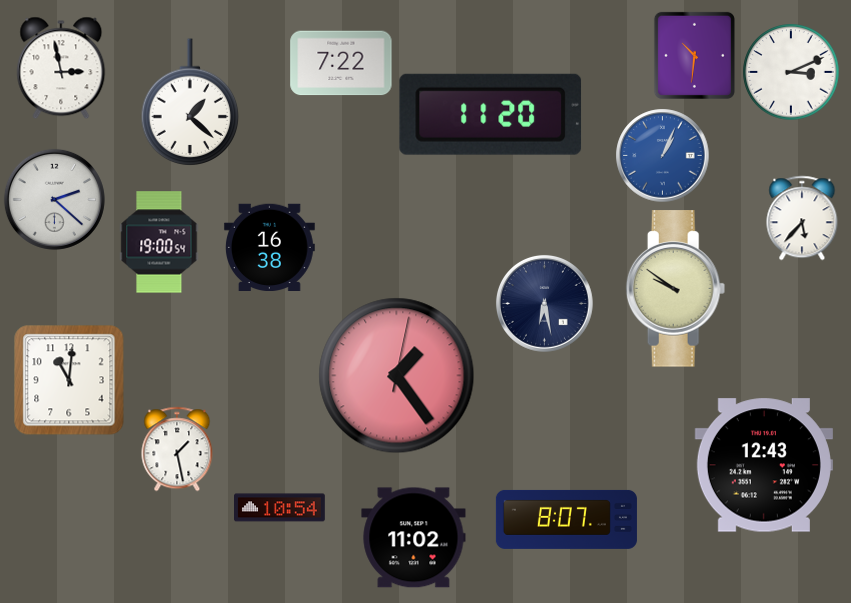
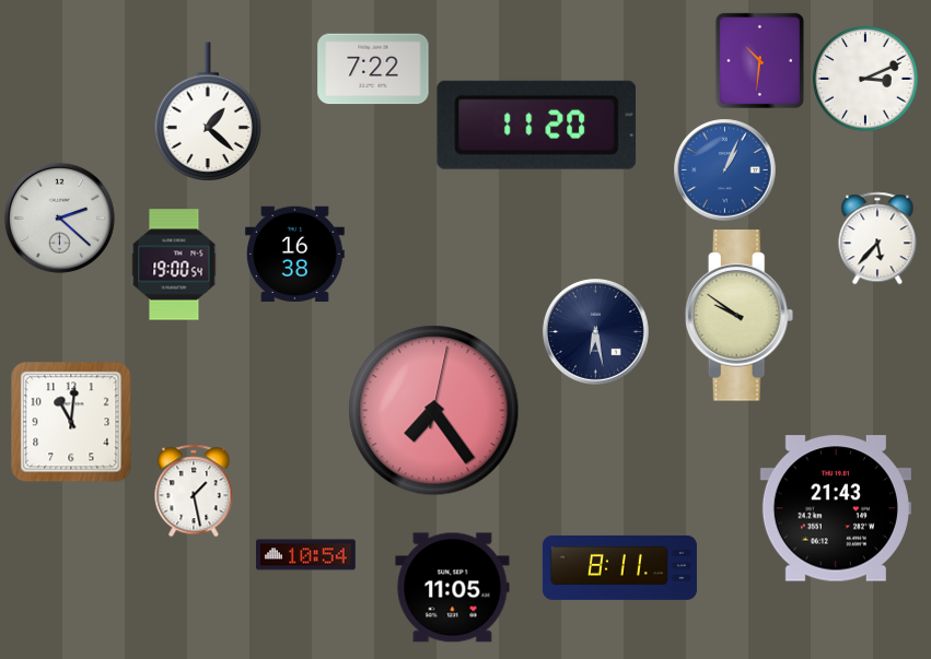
clock at (61, 68): 2:58 -> none
clock at (269, 247) position: (269, 247) -> (294, 254)
clock at (397, 376): 1:24 -> 7:24
clock at (69, 380) position: (69, 380) -> (71, 422)
clock at (764, 465): 12:43 -> 21:43
clock at (566, 519): 8:07 -> 8:11
clock at (414, 538): 11:02 -> 11:05
